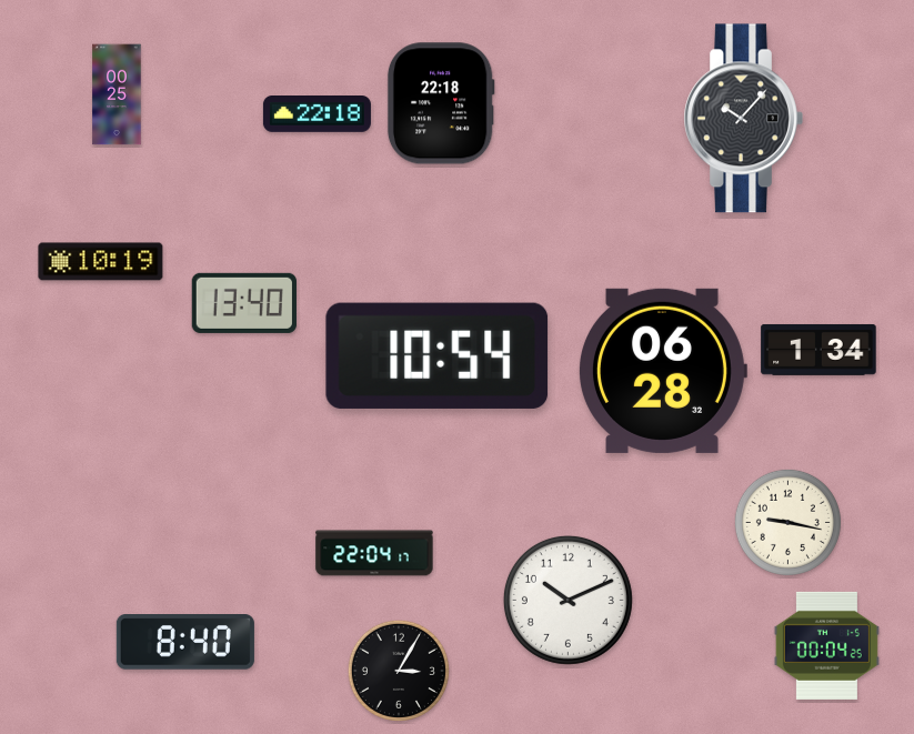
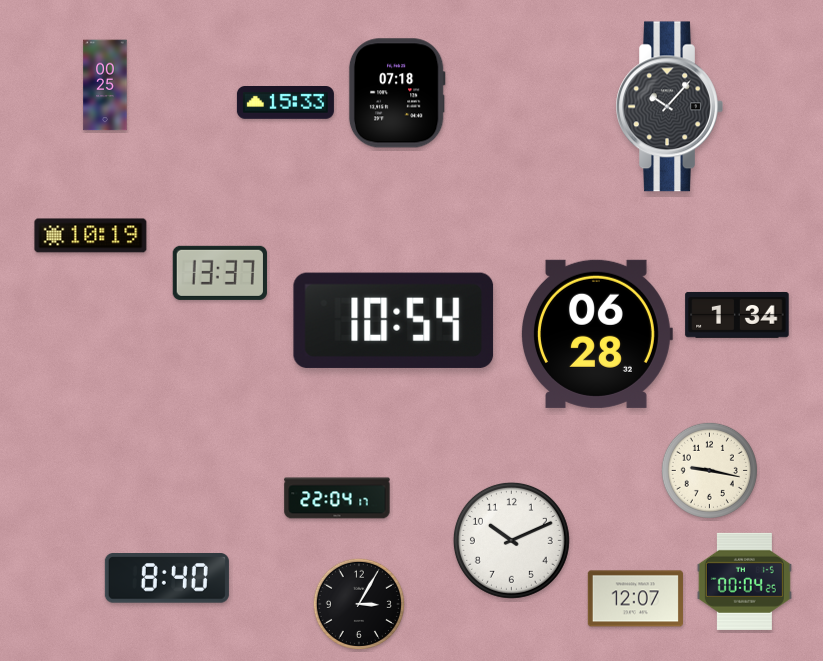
clock at (441, 103): 22:18 -> 07:18
clock at (317, 114): 22:18 -> 15:33
clock at (244, 303): 13:40 -> 13:37
clock at (635, 599): none -> 12:07
